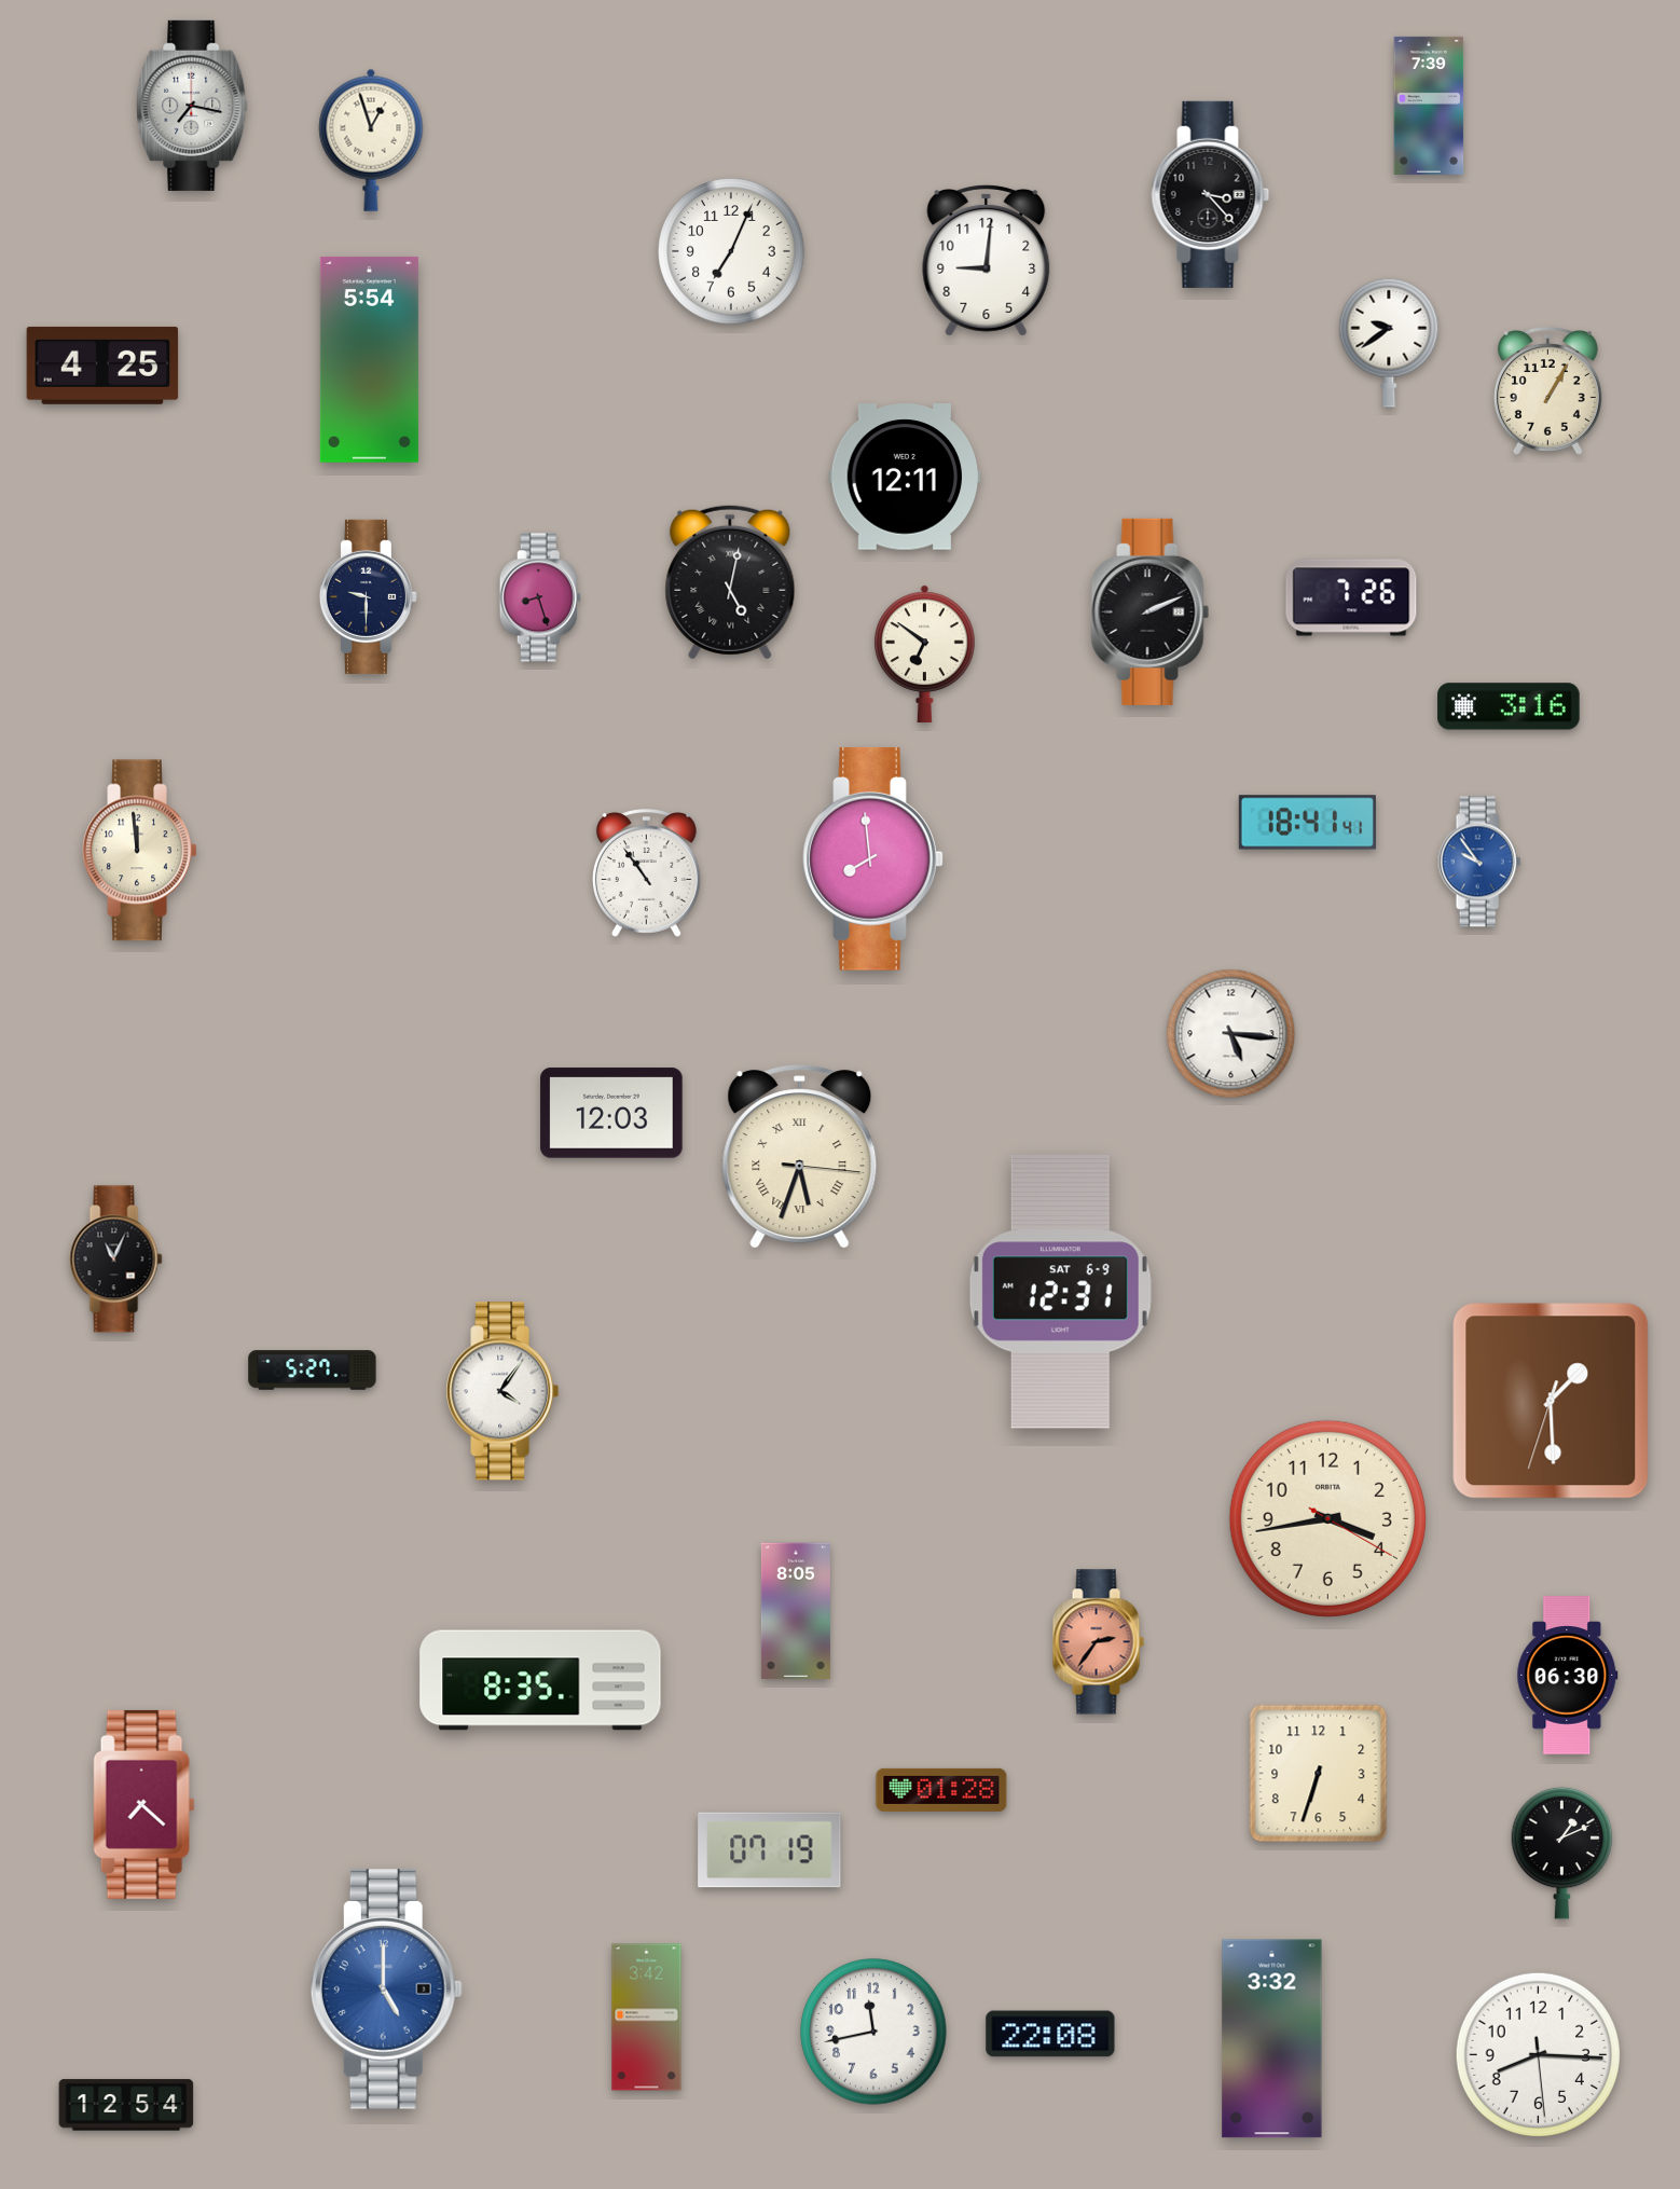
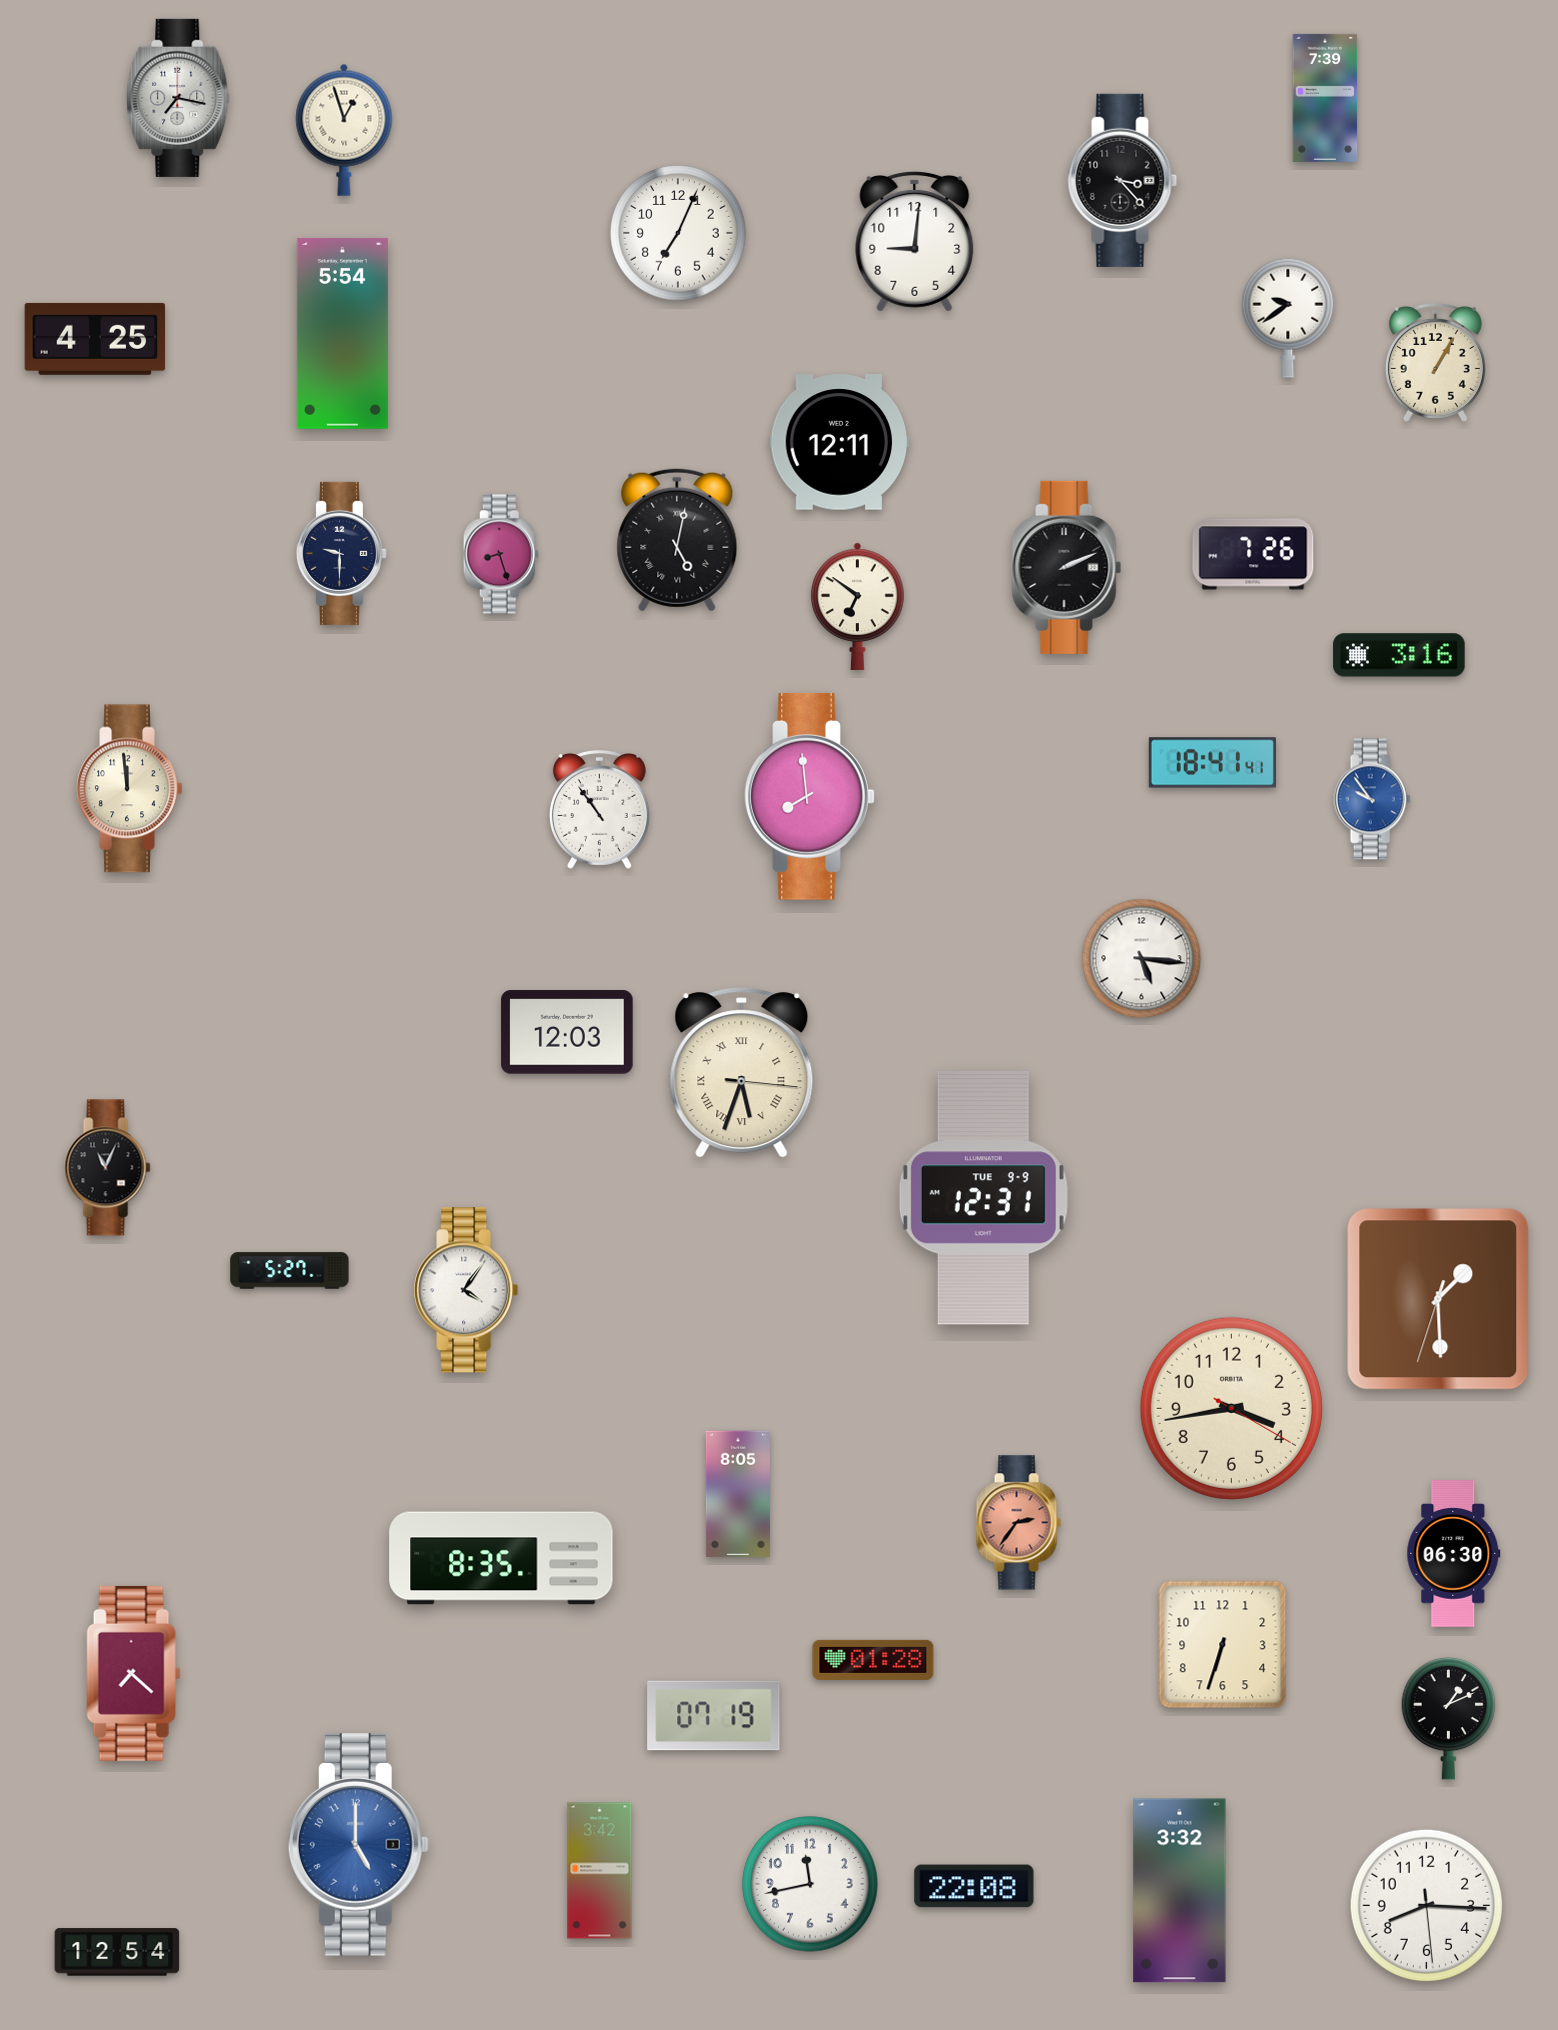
clock at (1060, 1292) date: SAT 6-9 -> TUE 9-9
